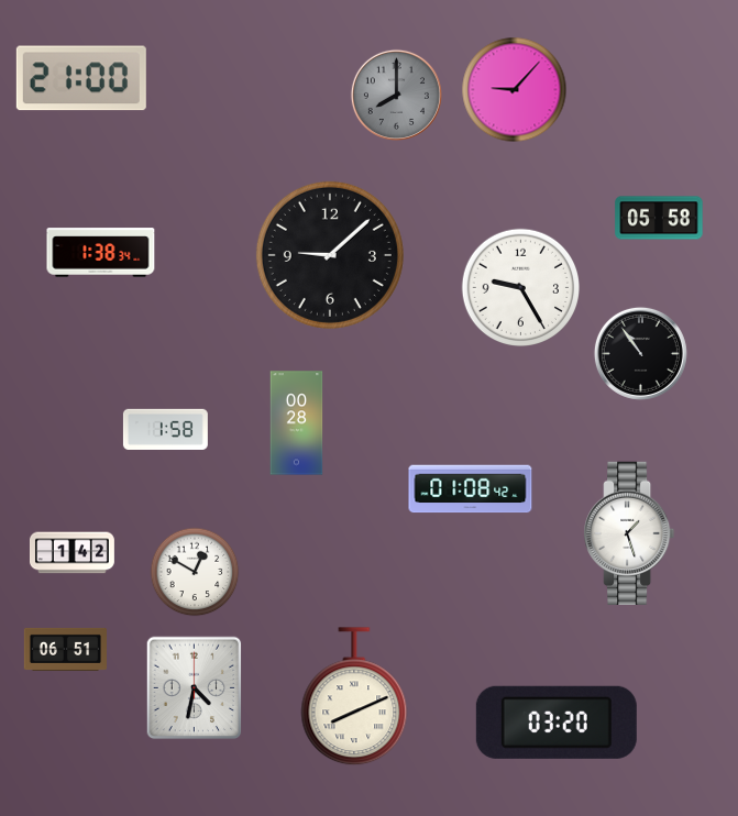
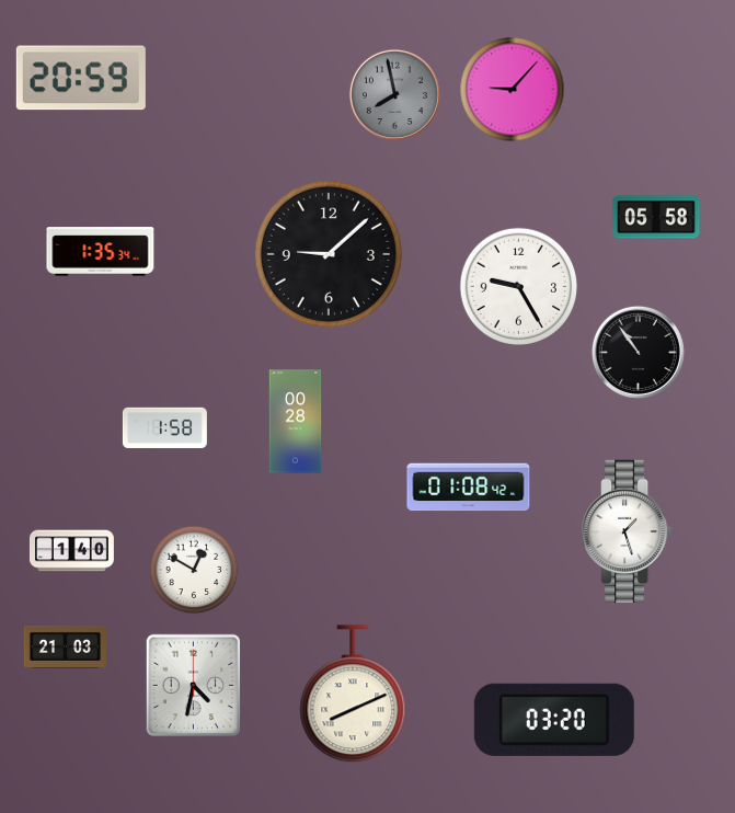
clock at (81, 78): 21:00 -> 20:59
clock at (396, 95): 8:00 -> 7:58
clock at (101, 253): 1:38 -> 1:35
clock at (71, 553): 1:42 -> 1:40
clock at (65, 649): 06:51 -> 21:03
